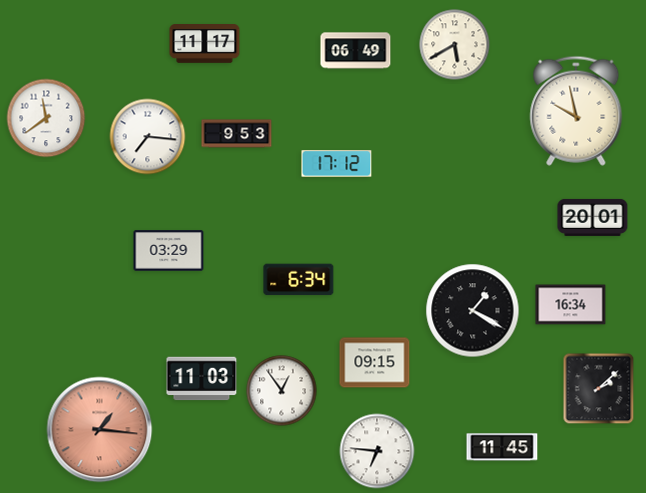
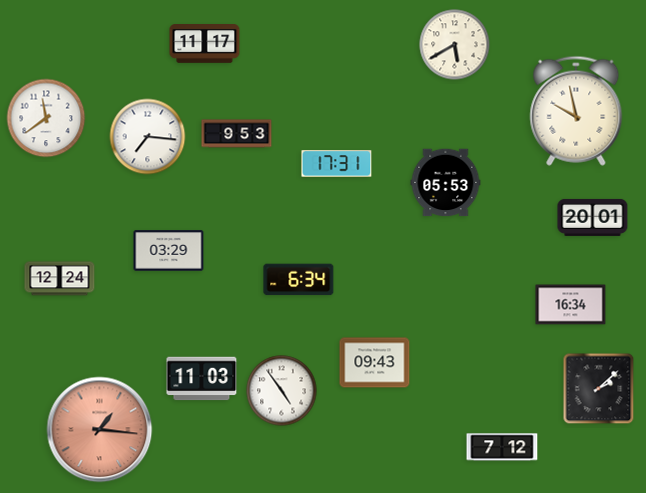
clock at (356, 51): 06:49 -> none
clock at (337, 164): 17:12 -> 17:31
clock at (446, 183): none -> 05:53
clock at (60, 279): none -> 12:24
clock at (473, 311): 1:20 -> none
clock at (375, 363): 09:15 -> 09:43
clock at (282, 391): 12:54 -> 4:54
clock at (502, 447): 11:45 -> 7:12
clock at (377, 451): 6:46 -> none
